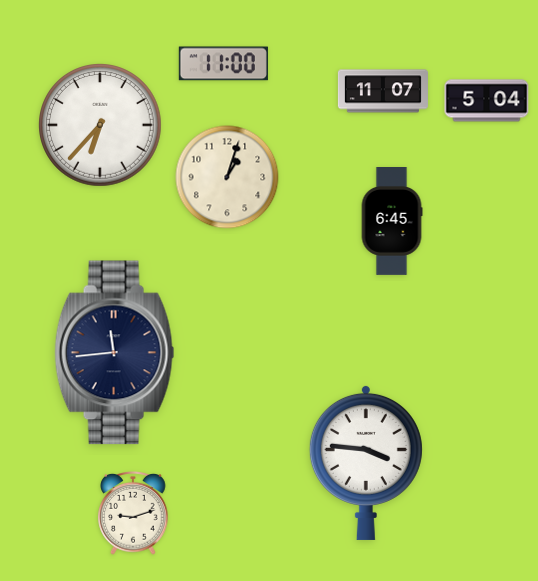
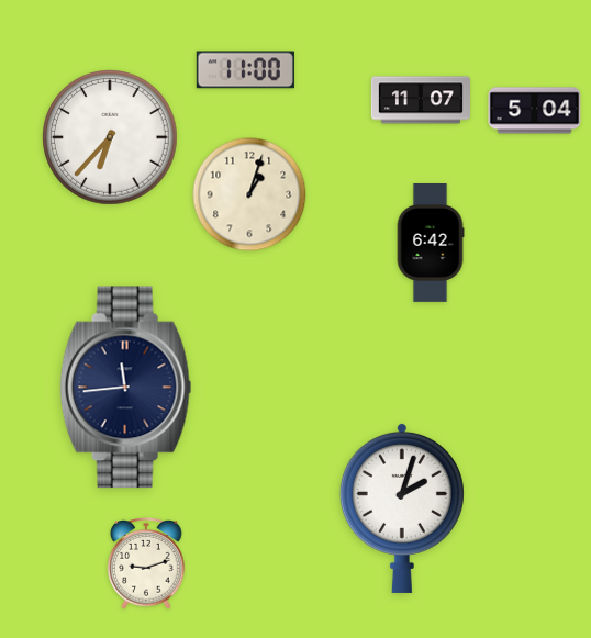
clock at (392, 222): 6:45 -> 6:42
clock at (366, 462): 3:46 -> 2:03
